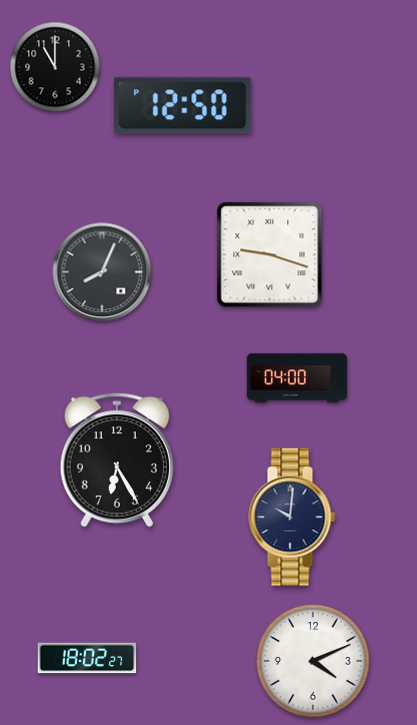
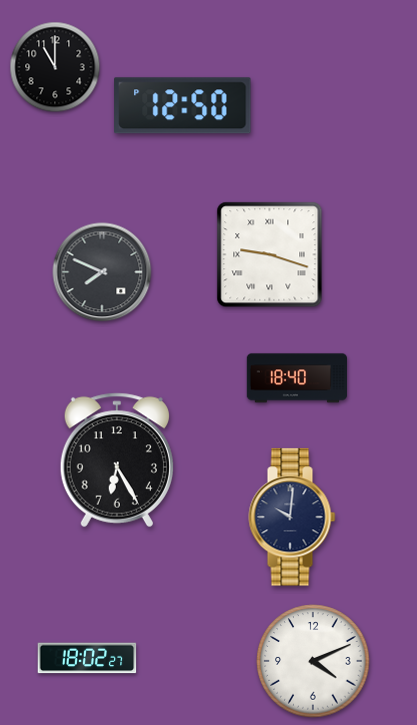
clock at (102, 272): 8:04 -> 7:49
clock at (297, 378): 04:00 -> 18:40
